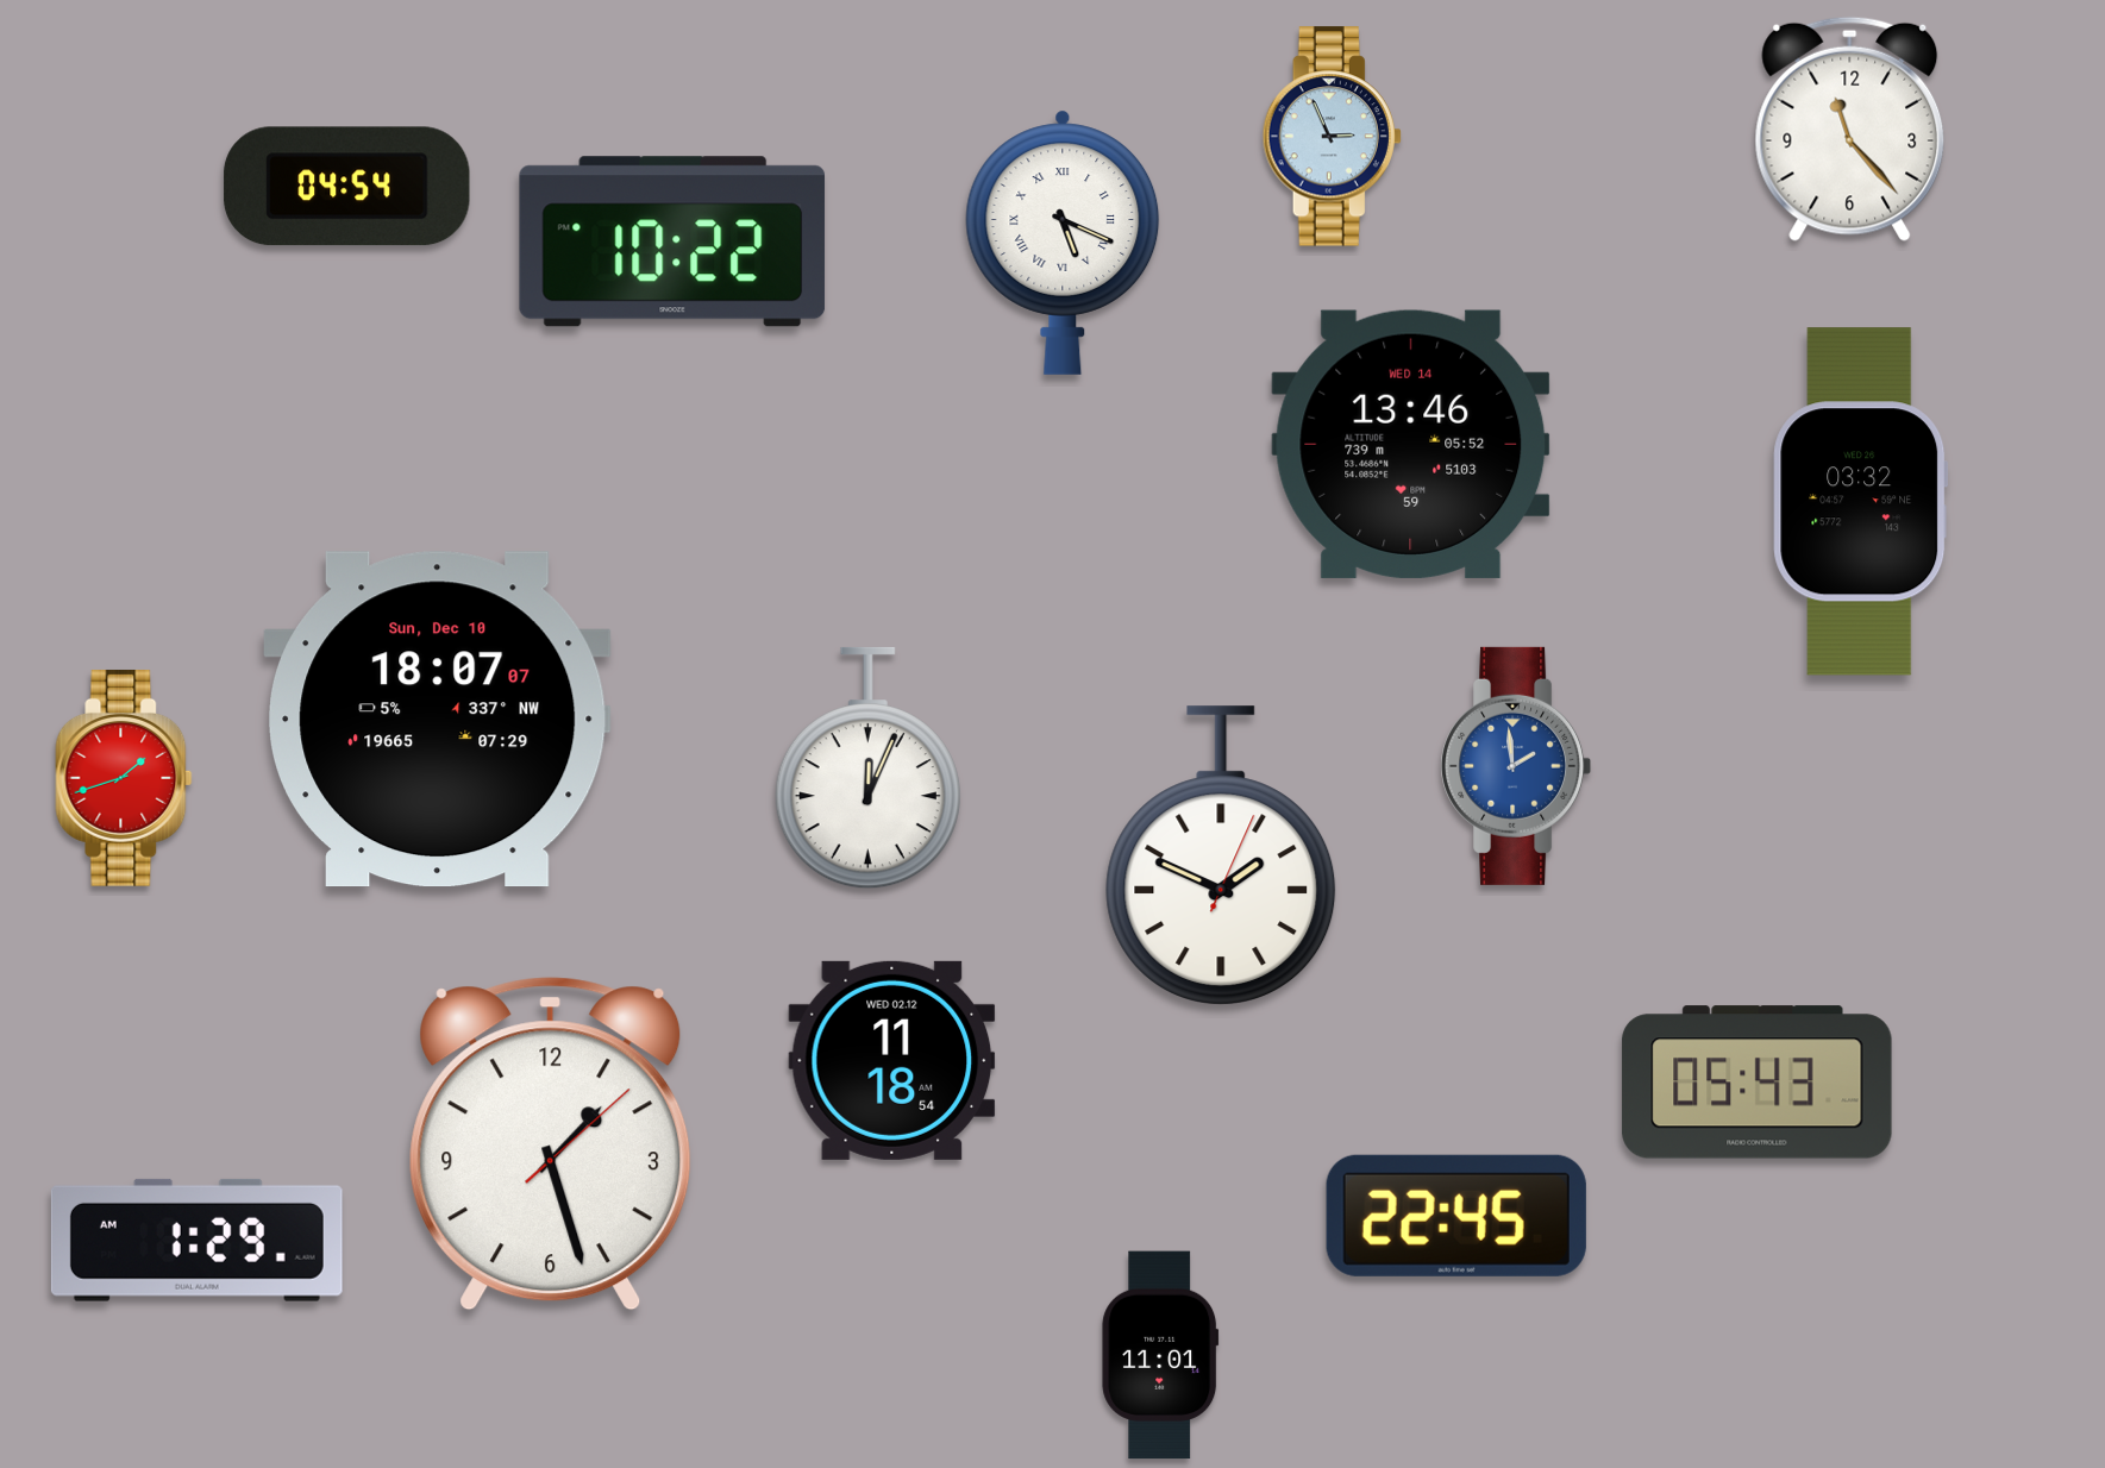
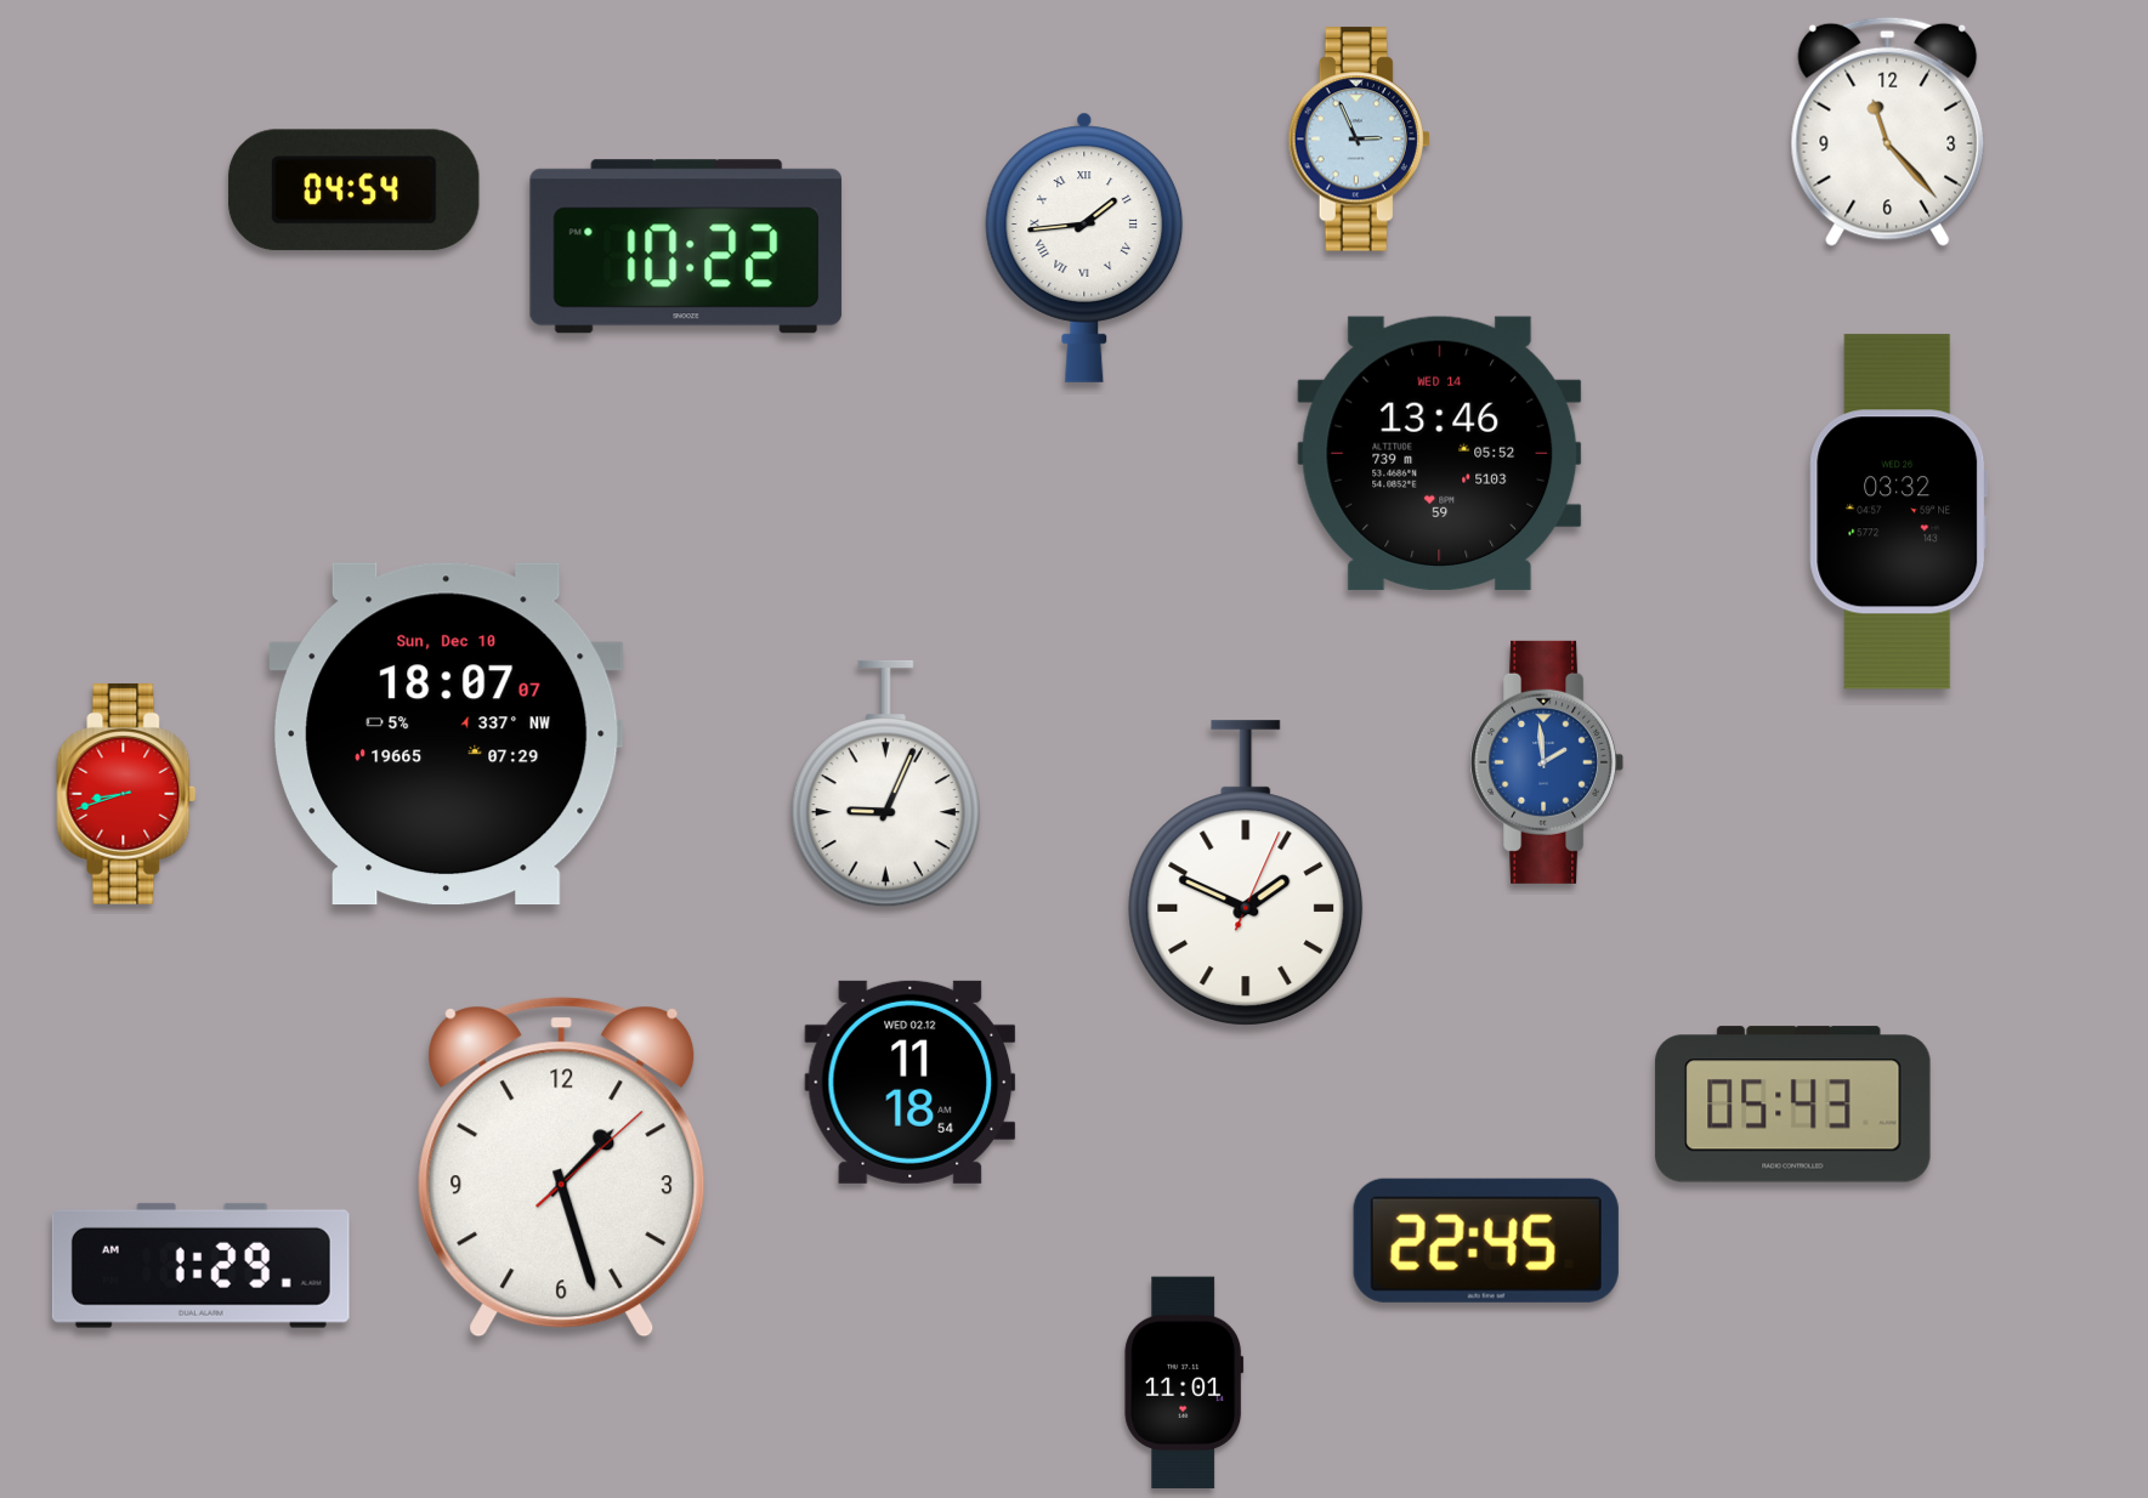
clock at (1063, 243): 5:19 -> 1:44
clock at (1516, 766) position: (1516, 766) -> (1547, 762)
clock at (867, 768): 12:04 -> 9:04
clock at (124, 778): 1:42 -> 8:42
